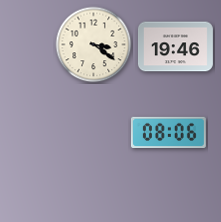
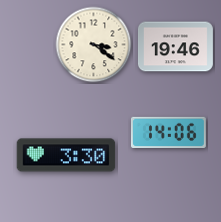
clock at (168, 133): 08:06 -> 14:06
clock at (66, 155): none -> 3:30
